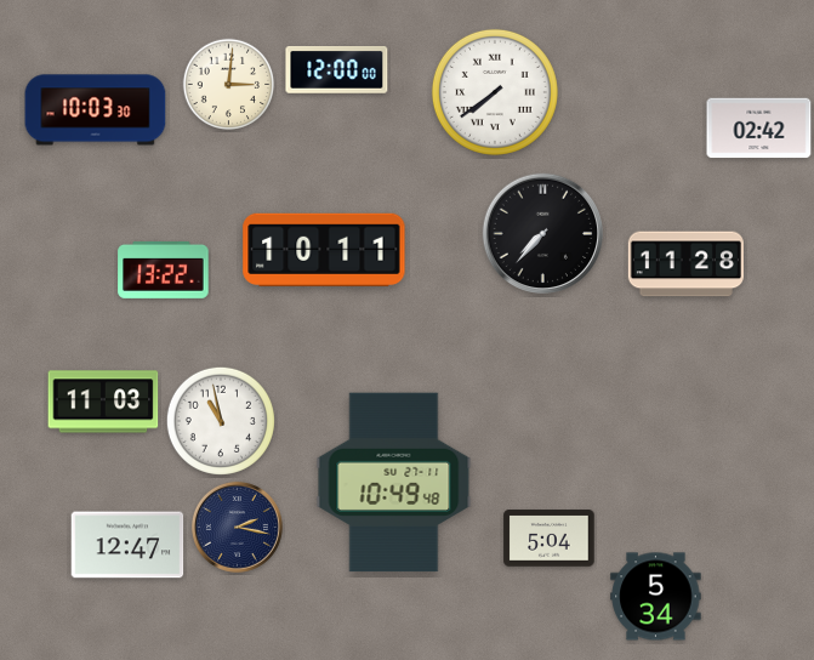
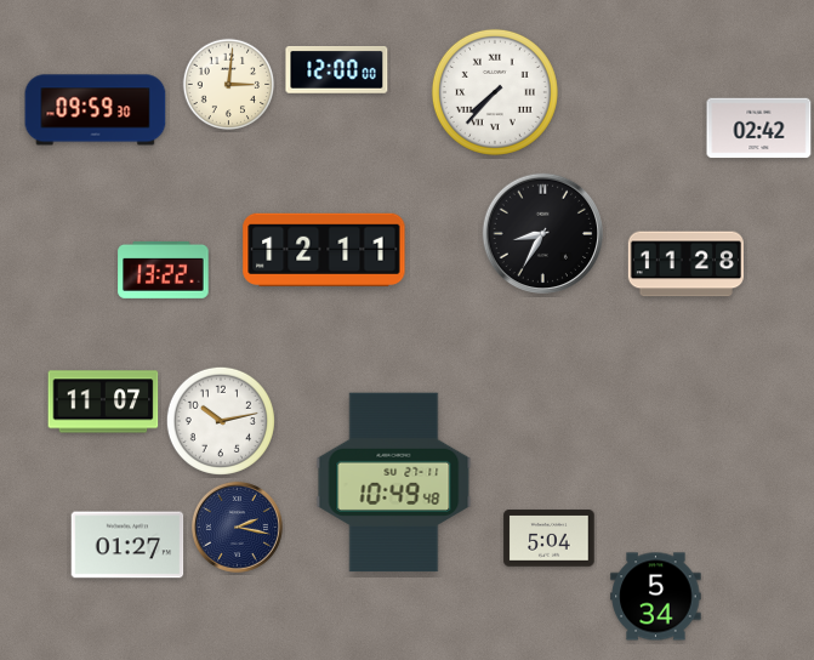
clock at (495, 92): 7:39 -> 7:37
clock at (96, 110): 10:03 -> 09:59
clock at (542, 233): 7:37 -> 8:35
clock at (324, 249): 10:11 -> 12:11
clock at (103, 402): 11:03 -> 11:07
clock at (221, 421): 10:58 -> 10:13
clock at (127, 545): 12:47 -> 01:27
